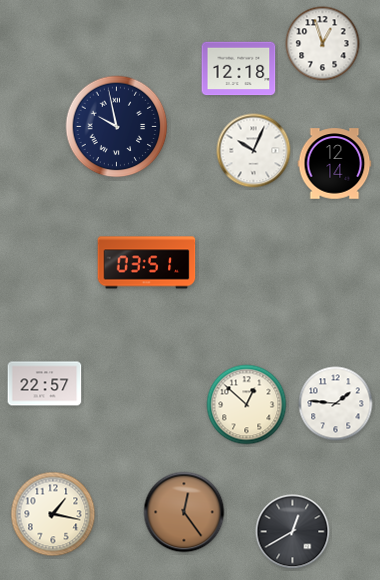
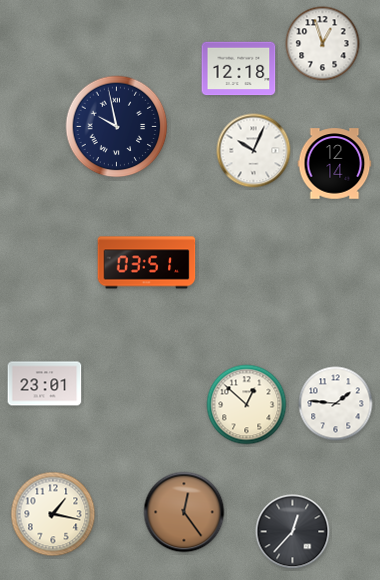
clock at (45, 384): 22:57 -> 23:01
clock at (293, 532): 12:40 -> 12:37
